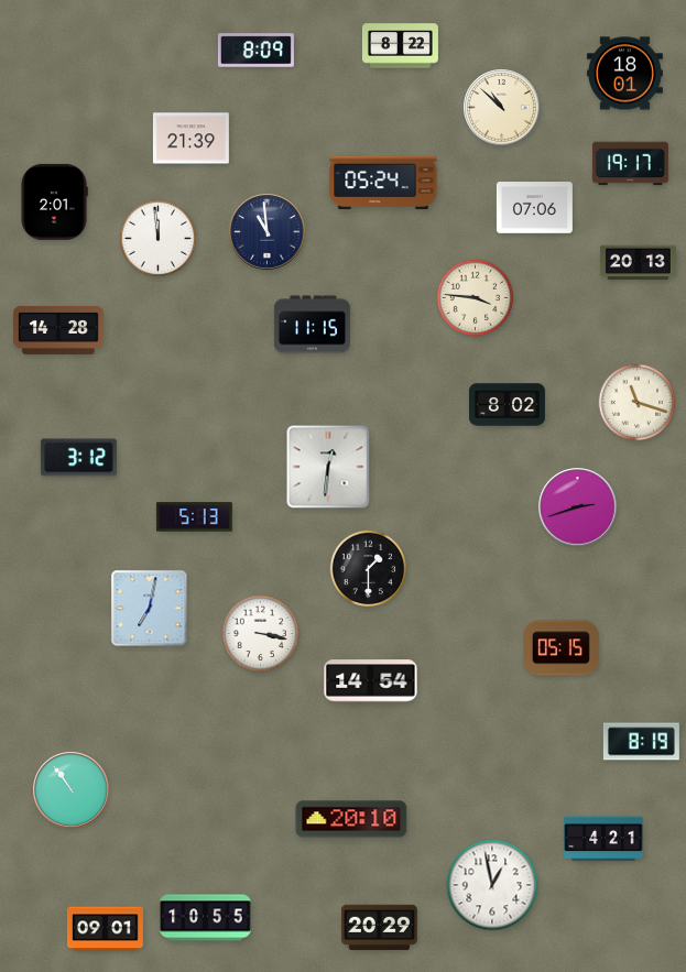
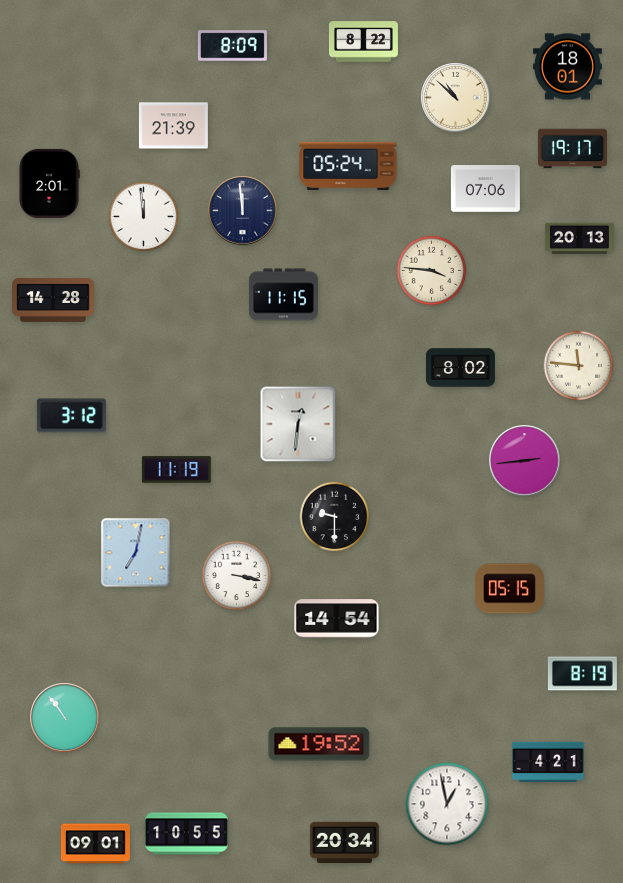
clock at (268, 232): 10:59 -> 11:59
clock at (638, 403): 11:18 -> 11:46
clock at (578, 507): 2:42 -> 2:44
clock at (194, 517): 5:13 -> 11:19
clock at (369, 569): 1:30 -> 9:30
clock at (351, 819): 20:10 -> 19:52
clock at (379, 928): 20:29 -> 20:34
